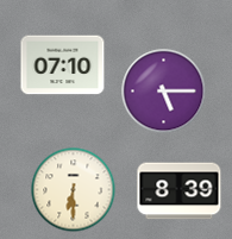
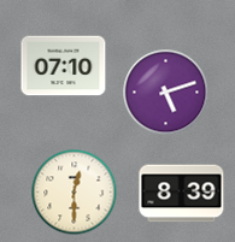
clock at (164, 92): 5:15 -> 5:12
clock at (74, 190): 6:30 -> 12:30
